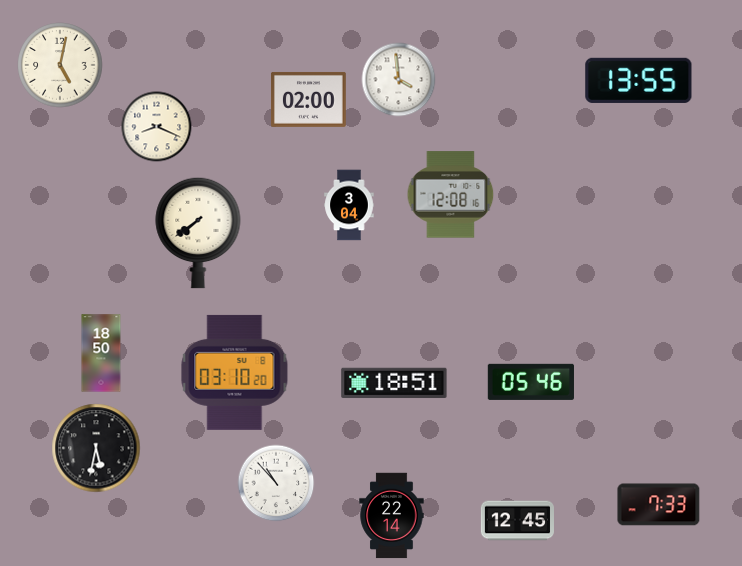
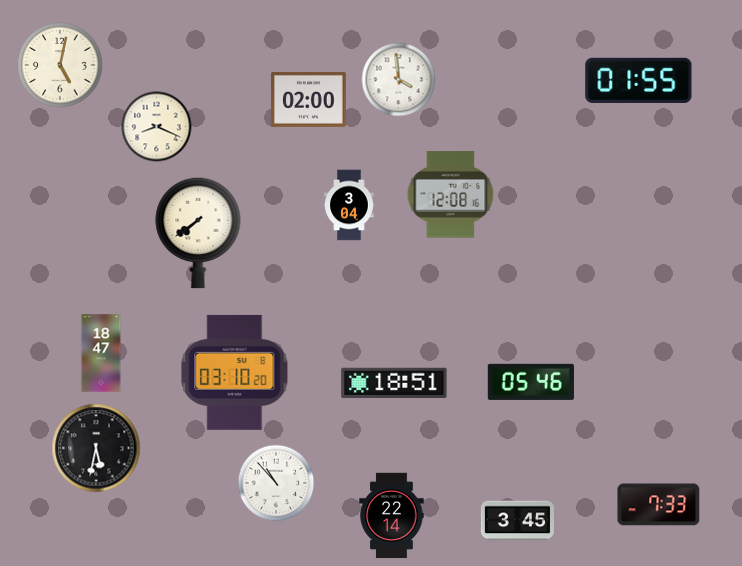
clock at (639, 80): 13:55 -> 01:55
clock at (101, 353): 18:50 -> 18:47
clock at (517, 521): 12:45 -> 3:45
